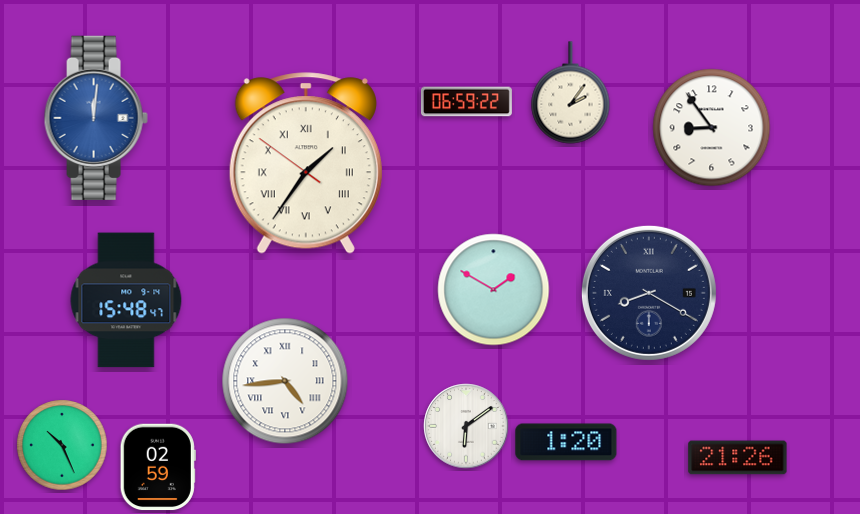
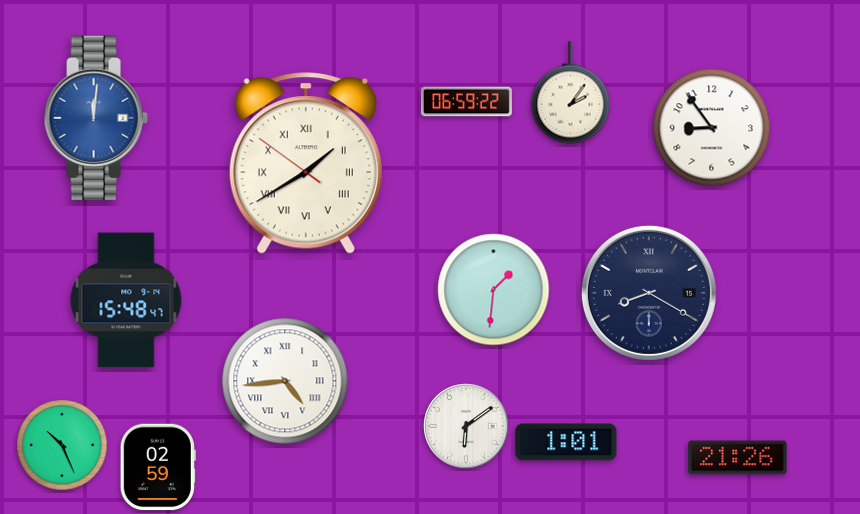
clock at (306, 163): 1:35 -> 1:39
clock at (494, 290): 1:50 -> 1:31
clock at (566, 442): 1:20 -> 1:01
